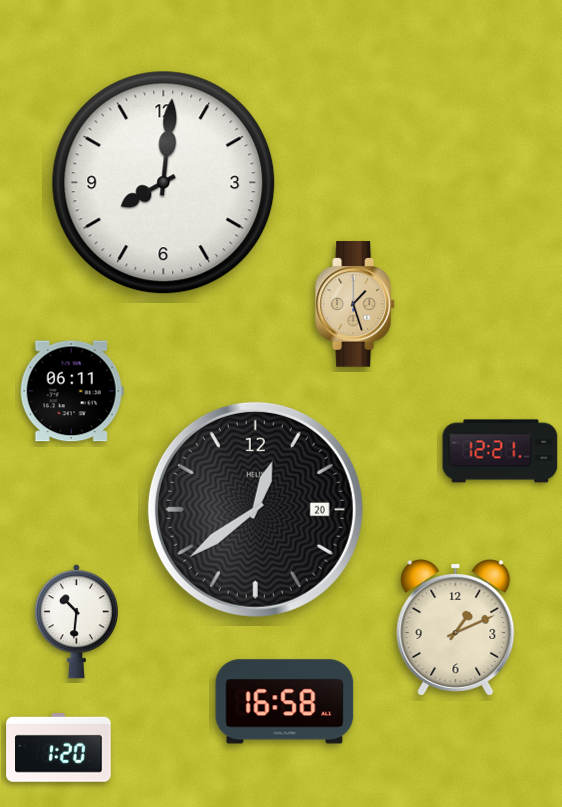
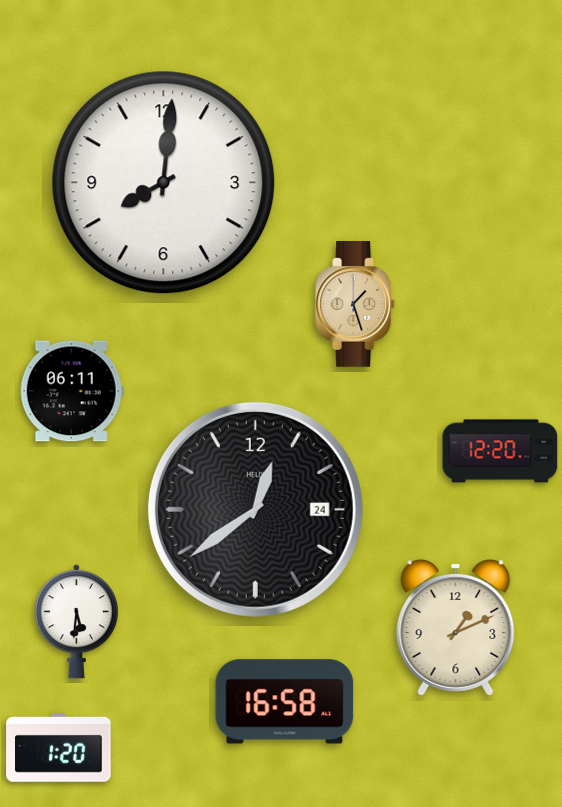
clock at (500, 451): 12:21 -> 12:20
clock at (255, 509) date: 20 -> 24
clock at (76, 622): 10:31 -> 5:31
